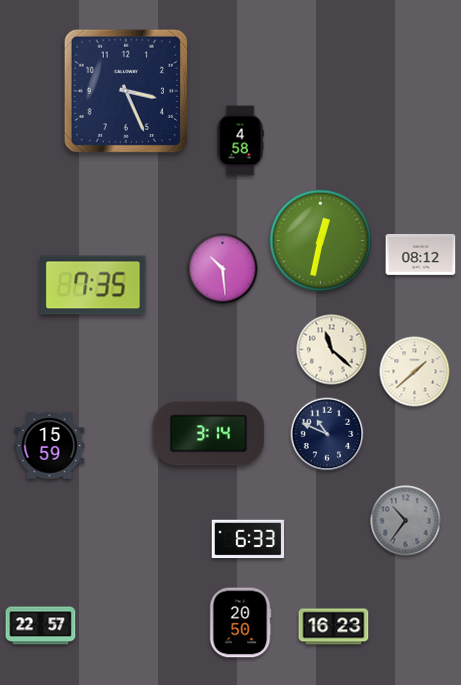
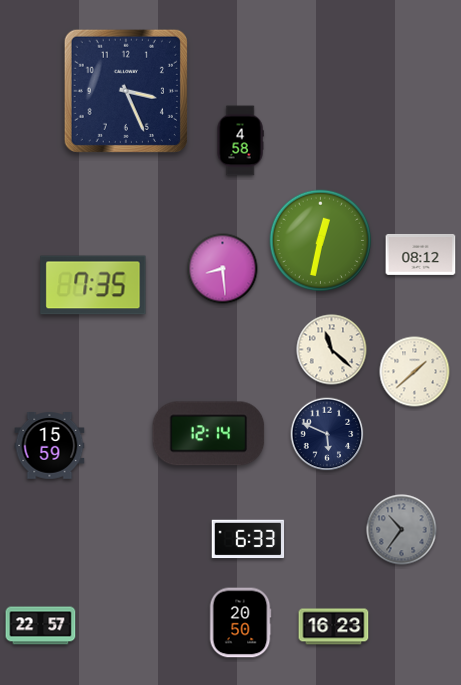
clock at (223, 269): 10:29 -> 8:29
clock at (209, 434): 3:14 -> 12:14
clock at (327, 434): 10:49 -> 5:49
clock at (406, 521) position: (406, 521) -> (402, 530)
